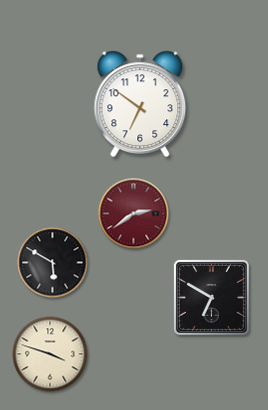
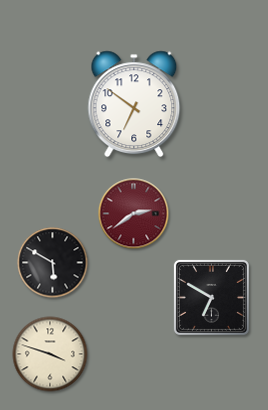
clock at (140, 103) position: (140, 103) -> (134, 103)
